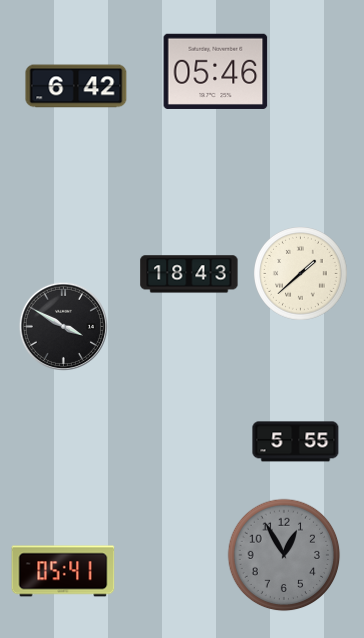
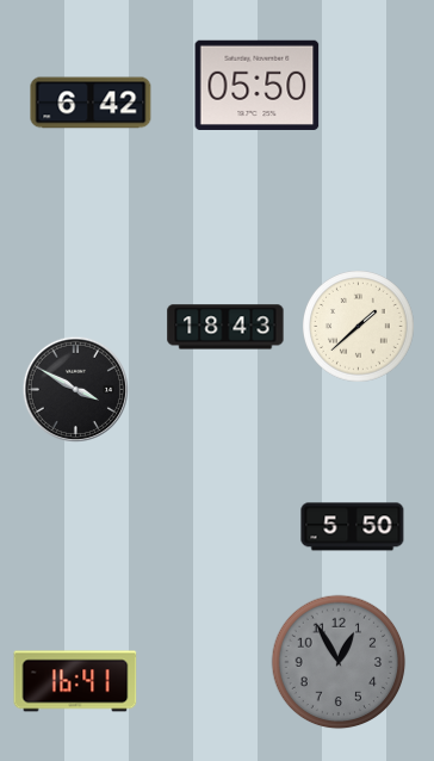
clock at (216, 71): 05:46 -> 05:50
clock at (296, 442): 5:55 -> 5:50
clock at (63, 571): 05:41 -> 16:41
